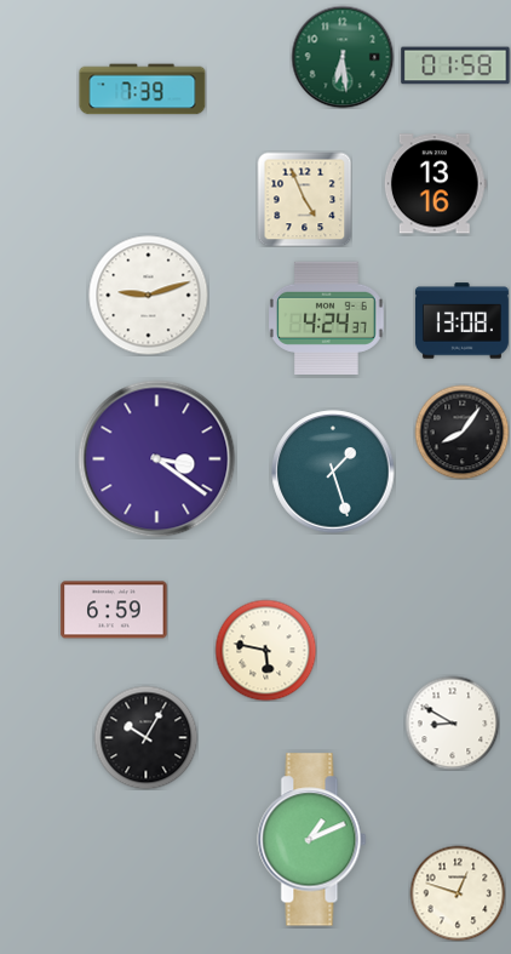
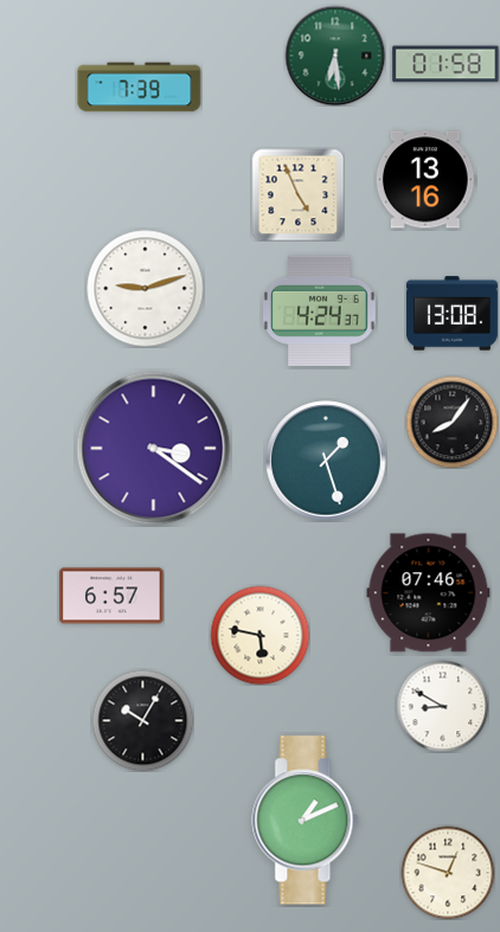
clock at (429, 593): none -> 07:46
clock at (114, 610): 6:59 -> 6:57
